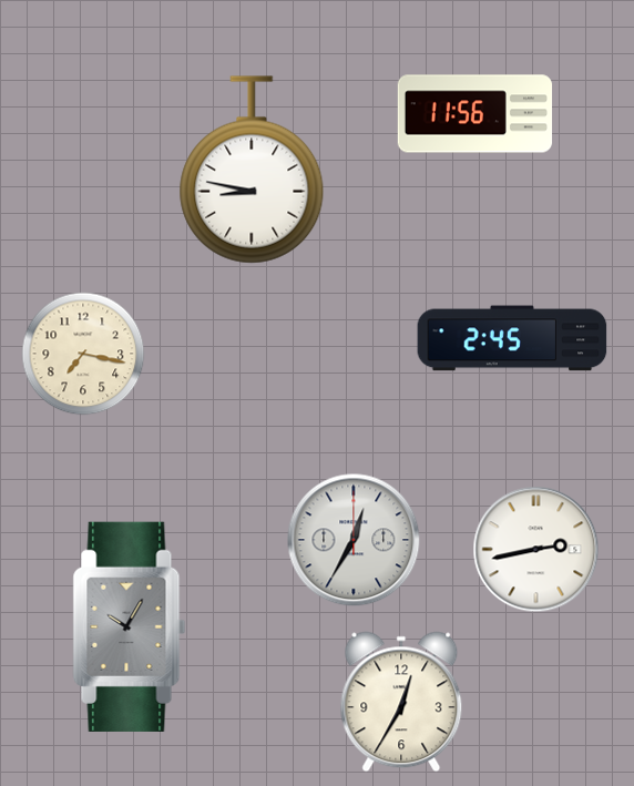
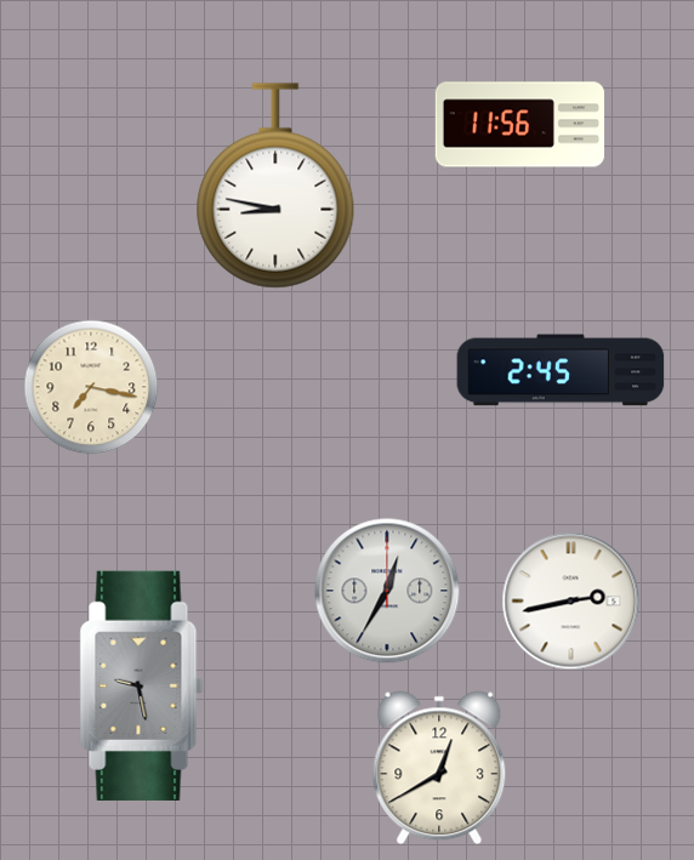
clock at (536, 550) position: (536, 550) -> (571, 602)
clock at (130, 626): 10:05 -> 9:28
clock at (401, 702): 12:35 -> 12:40
